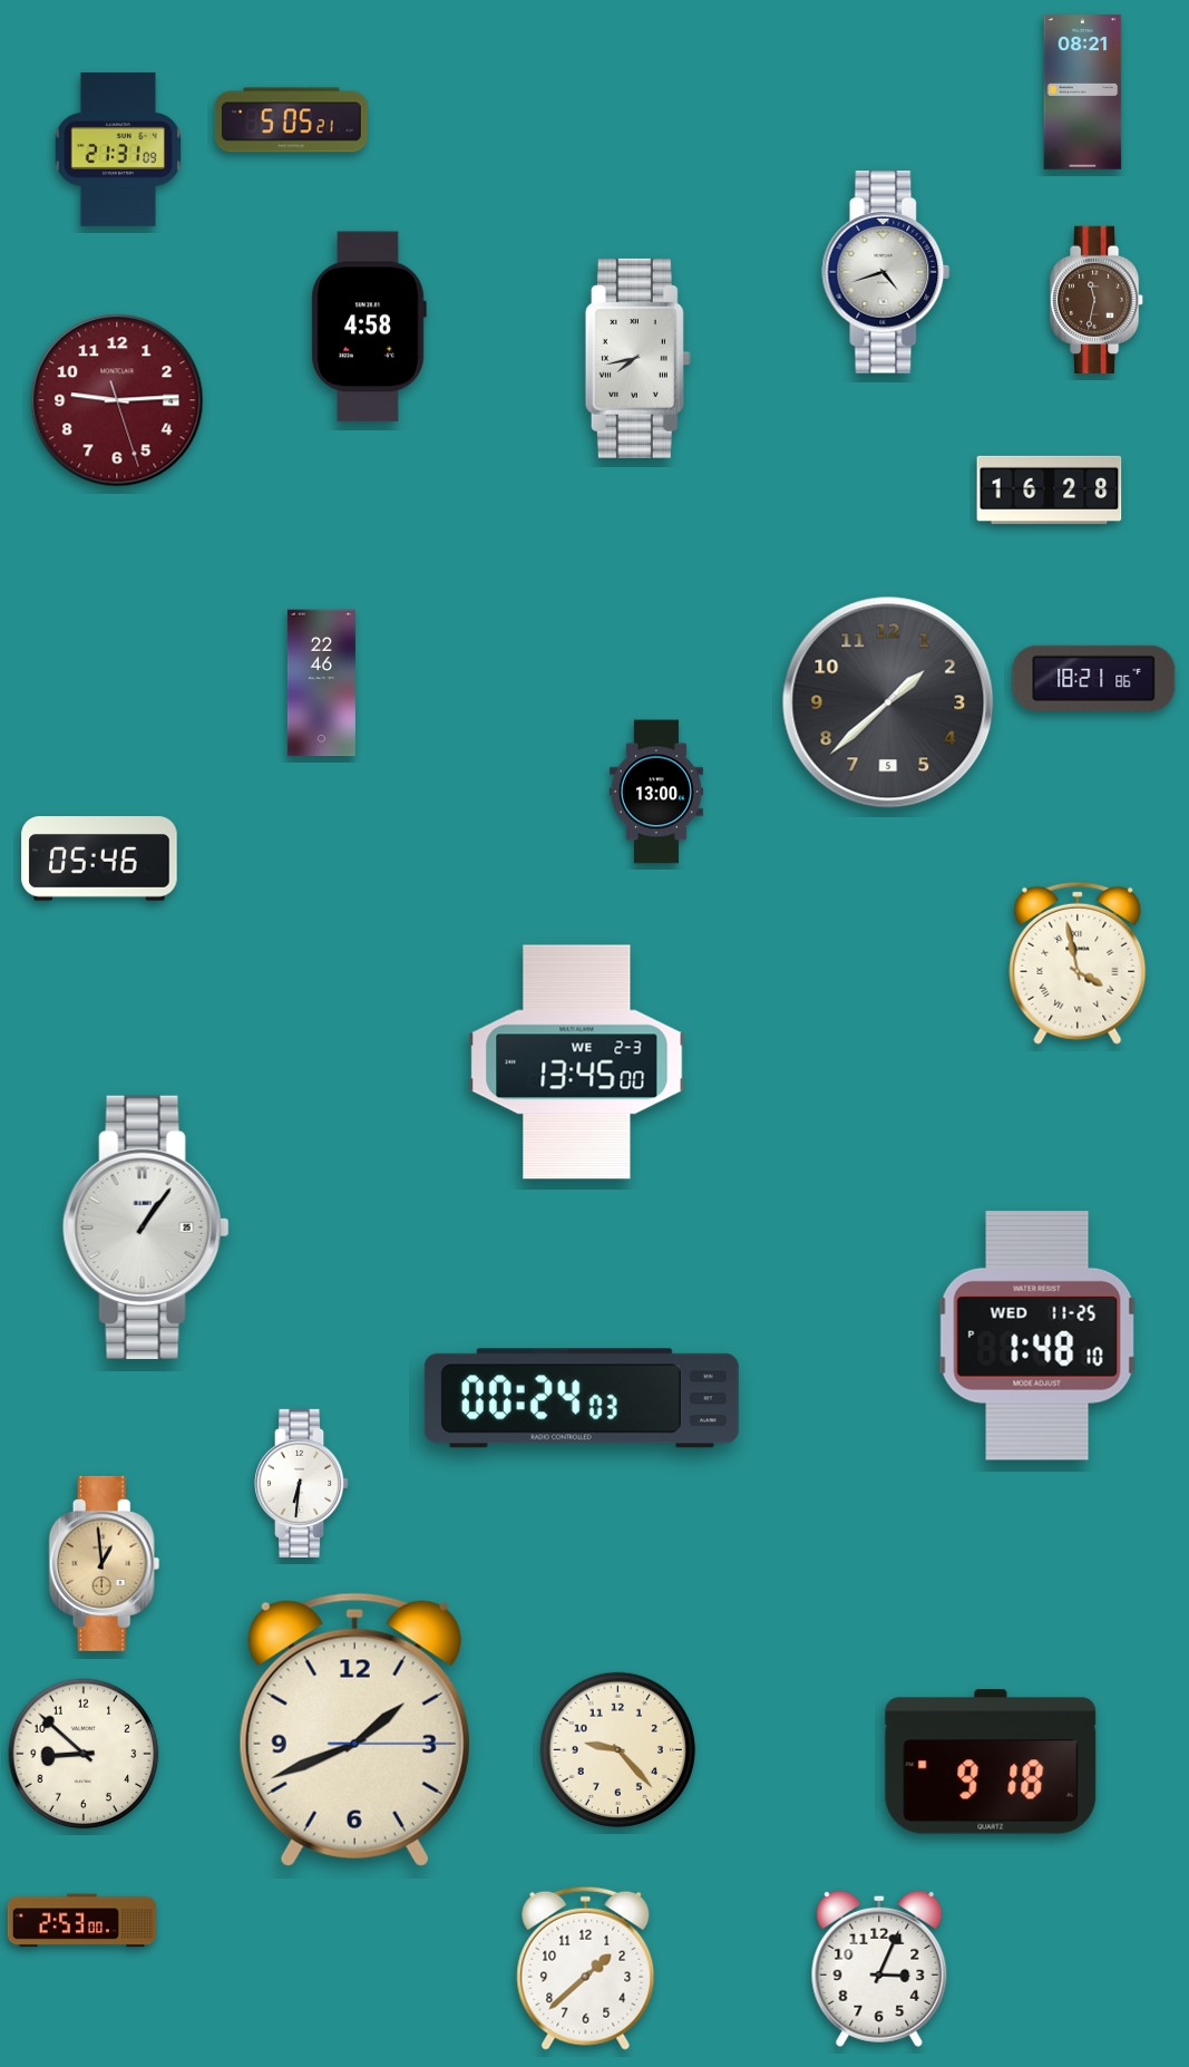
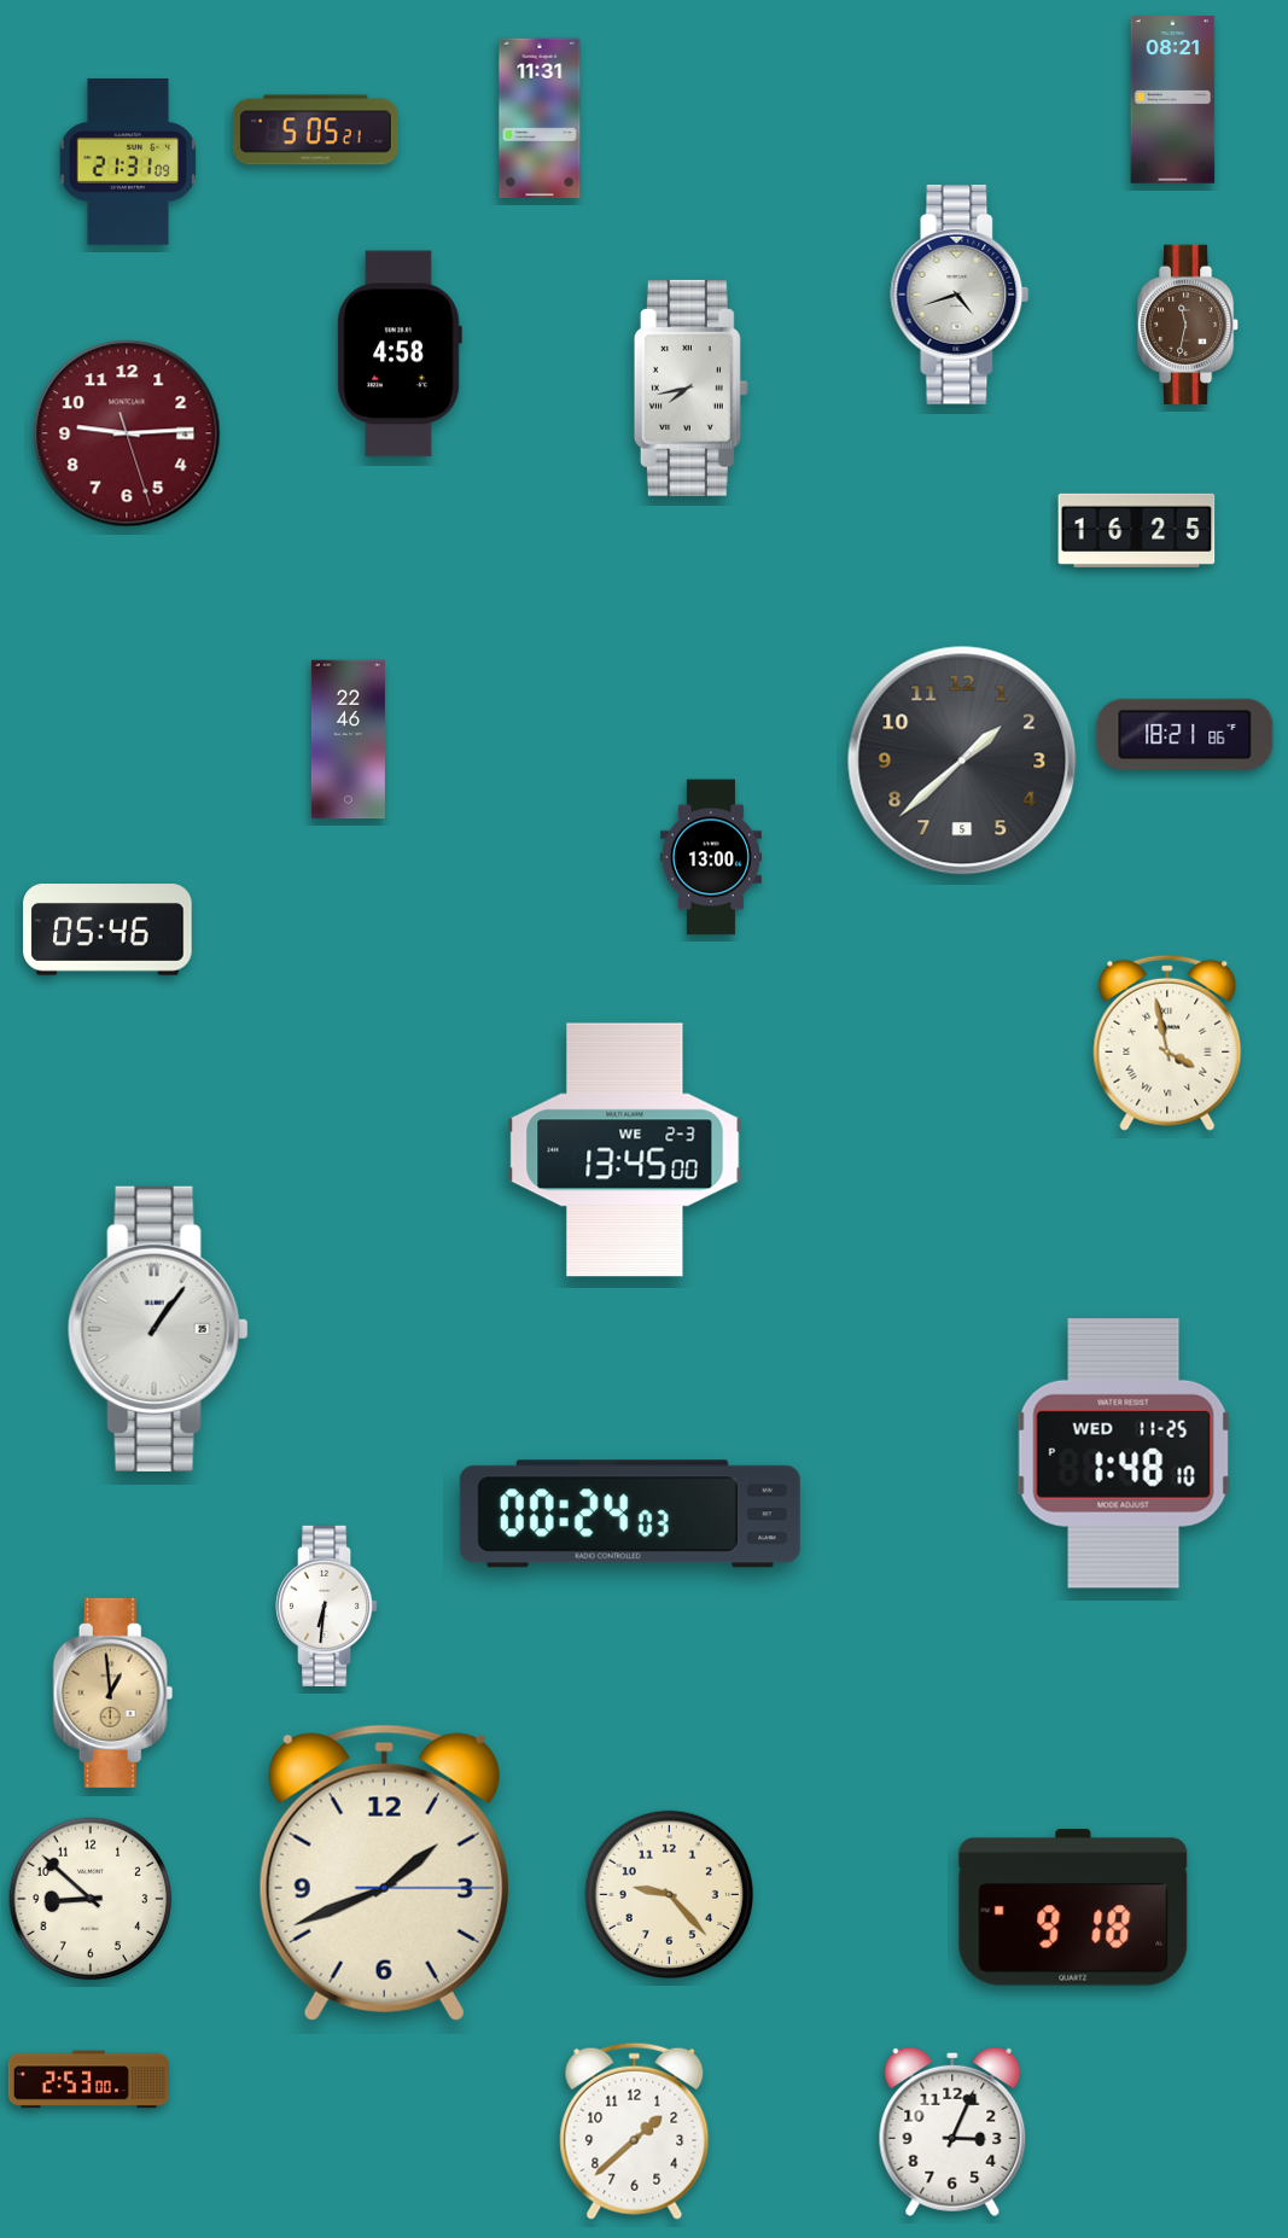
clock at (540, 118): none -> 11:31
clock at (1050, 489): 16:28 -> 16:25
clock at (1037, 1336) position: (1037, 1336) -> (1124, 1453)
